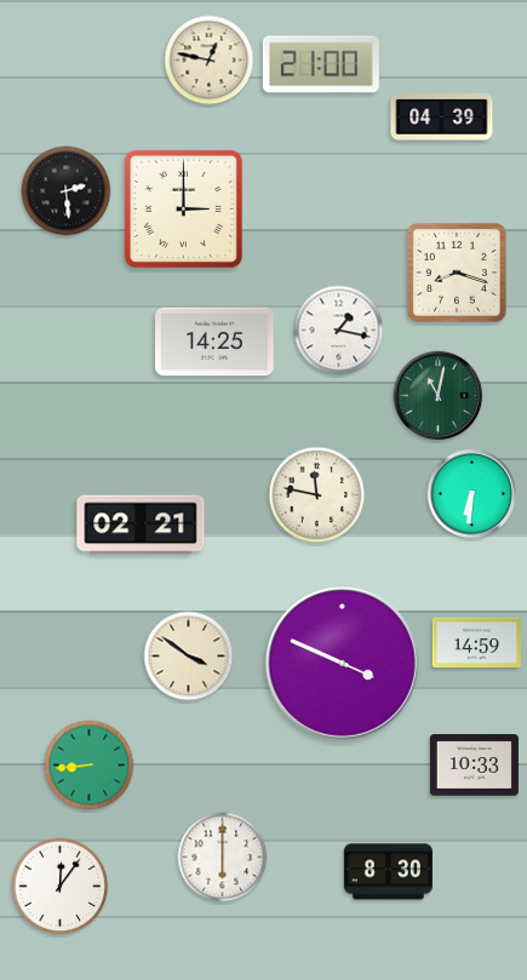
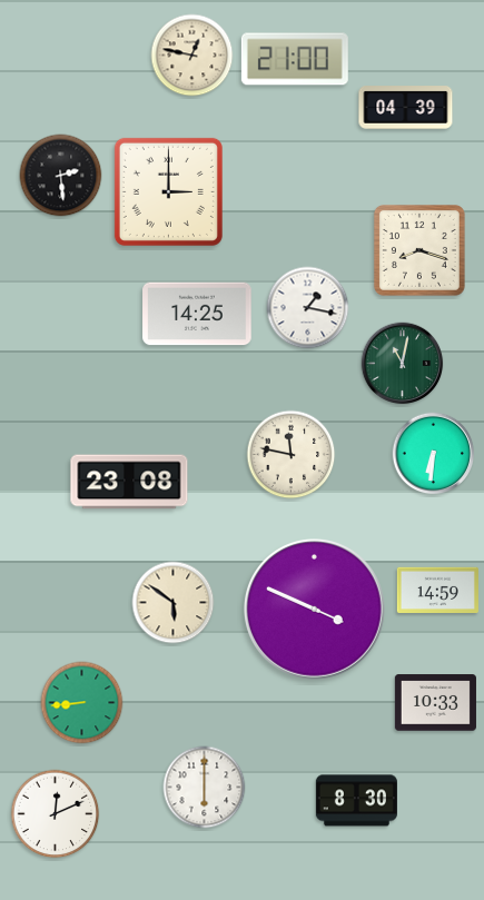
clock at (339, 331) position: (339, 331) -> (308, 308)
clock at (141, 525): 02:21 -> 23:08
clock at (189, 657): 3:51 -> 5:51
clock at (61, 887): 12:06 -> 12:11
